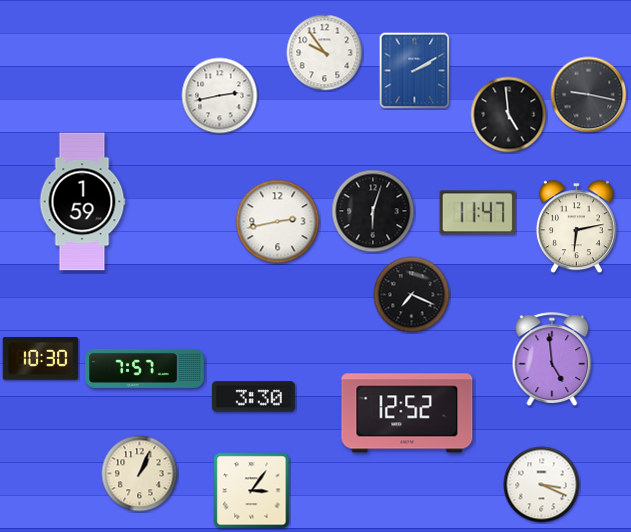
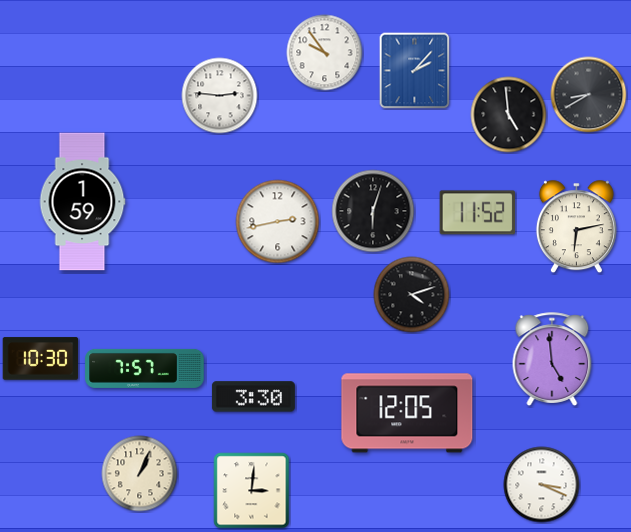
clock at (415, 71): 2:10 -> 2:07
clock at (589, 95): 9:17 -> 8:40
clock at (220, 96): 2:43 -> 2:46
clock at (478, 213): 11:47 -> 11:52
clock at (412, 295): 7:19 -> 4:12
clock at (407, 413): 12:52 -> 12:05
clock at (252, 491): 3:06 -> 3:01
